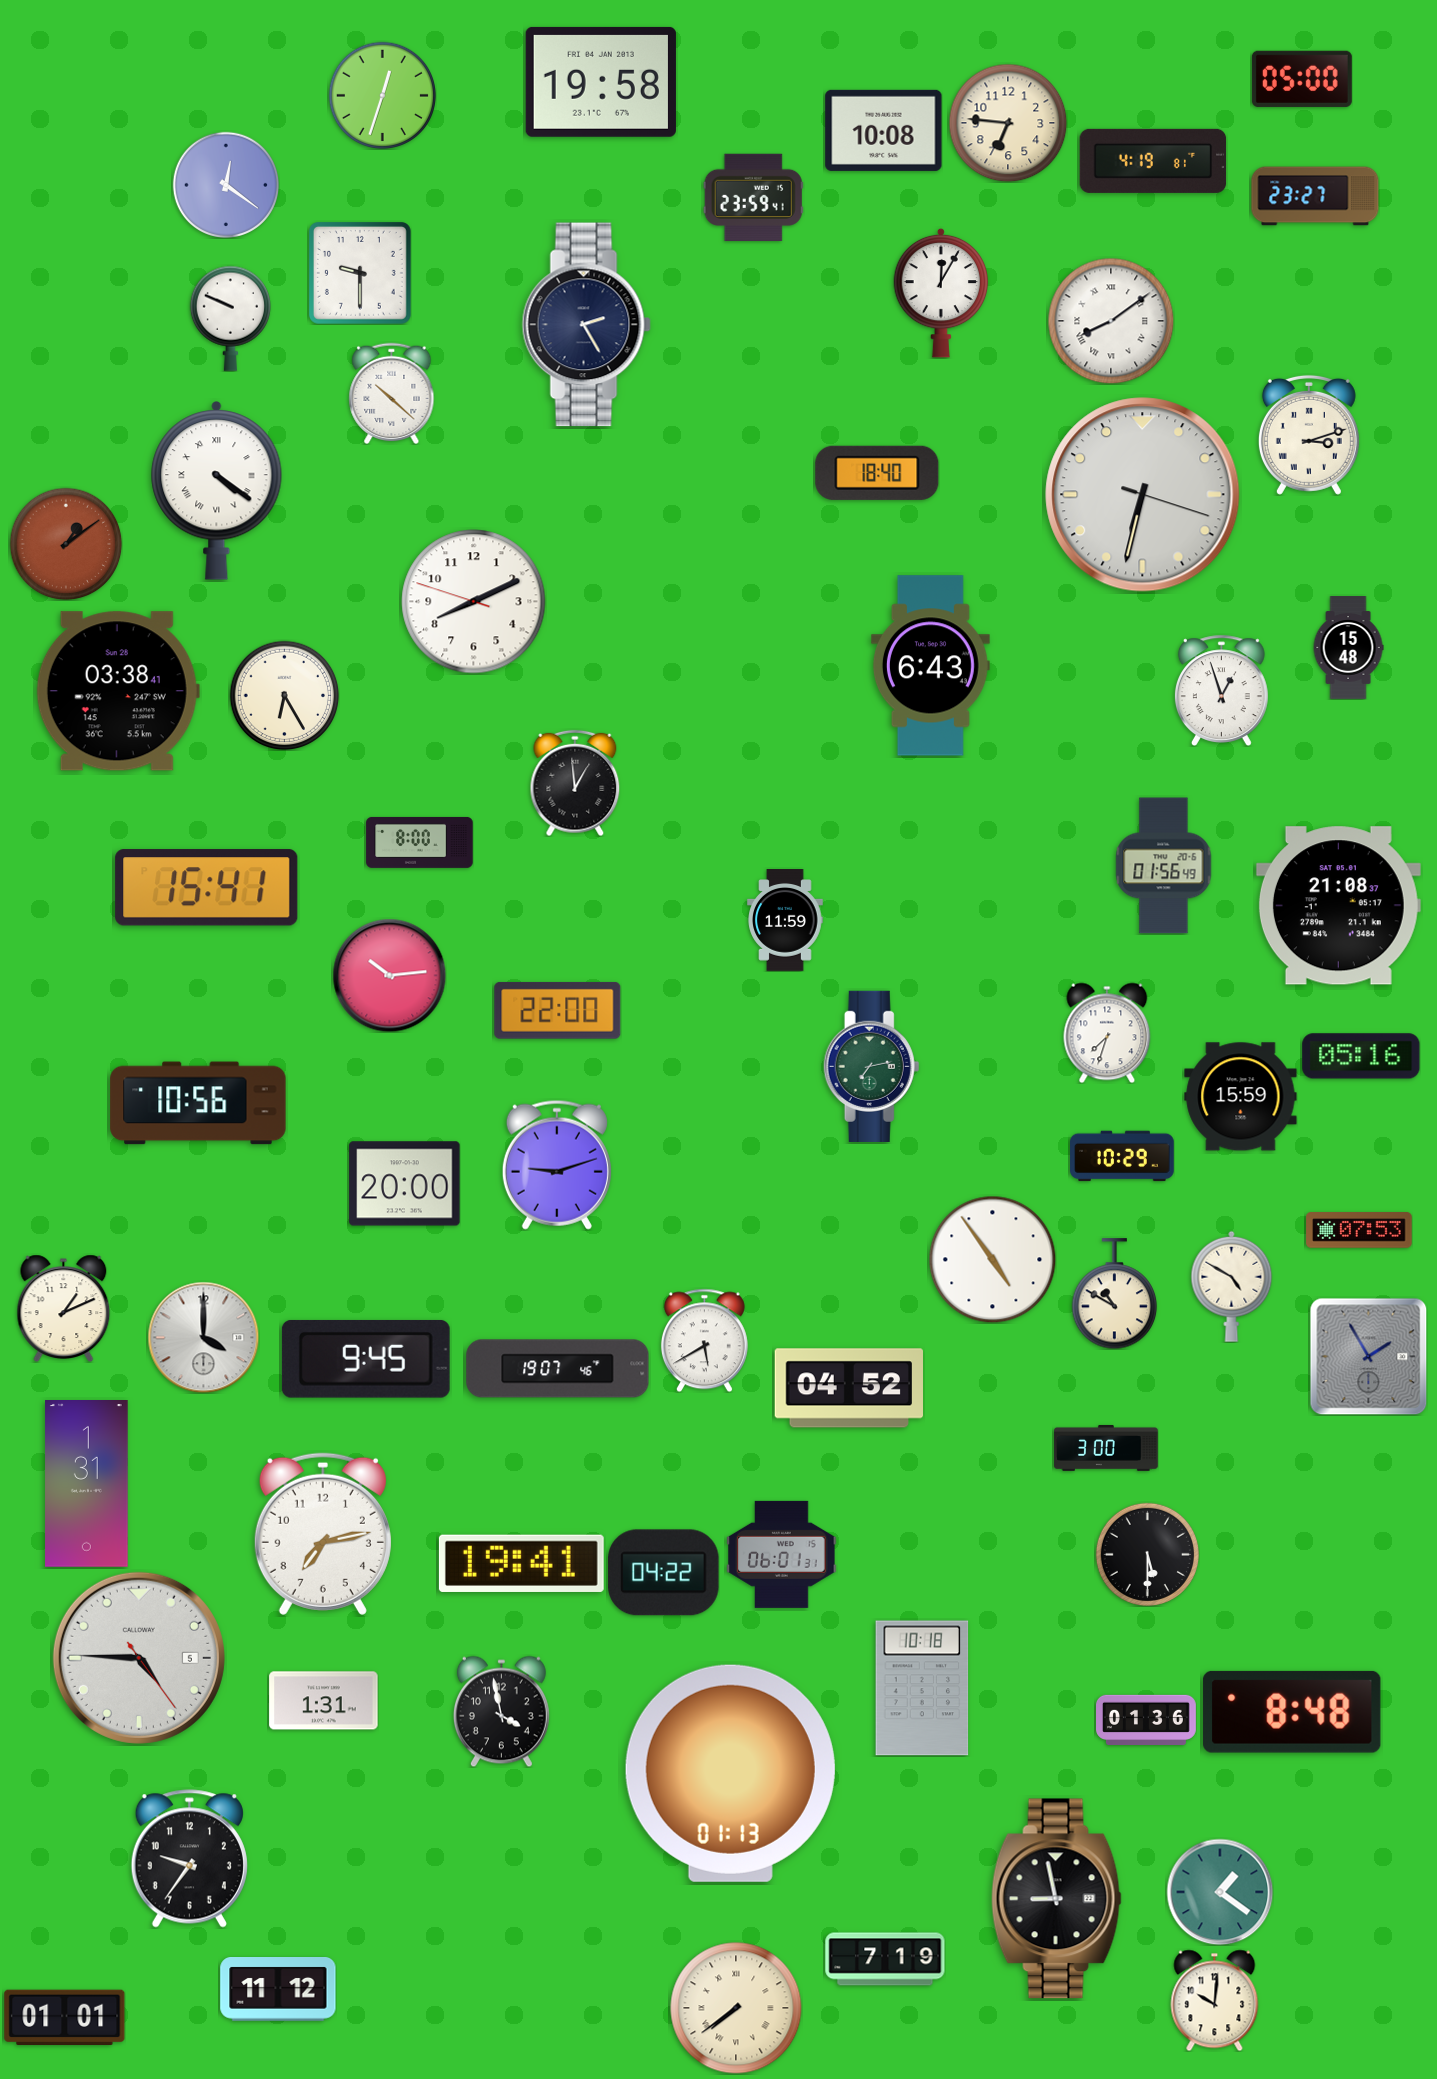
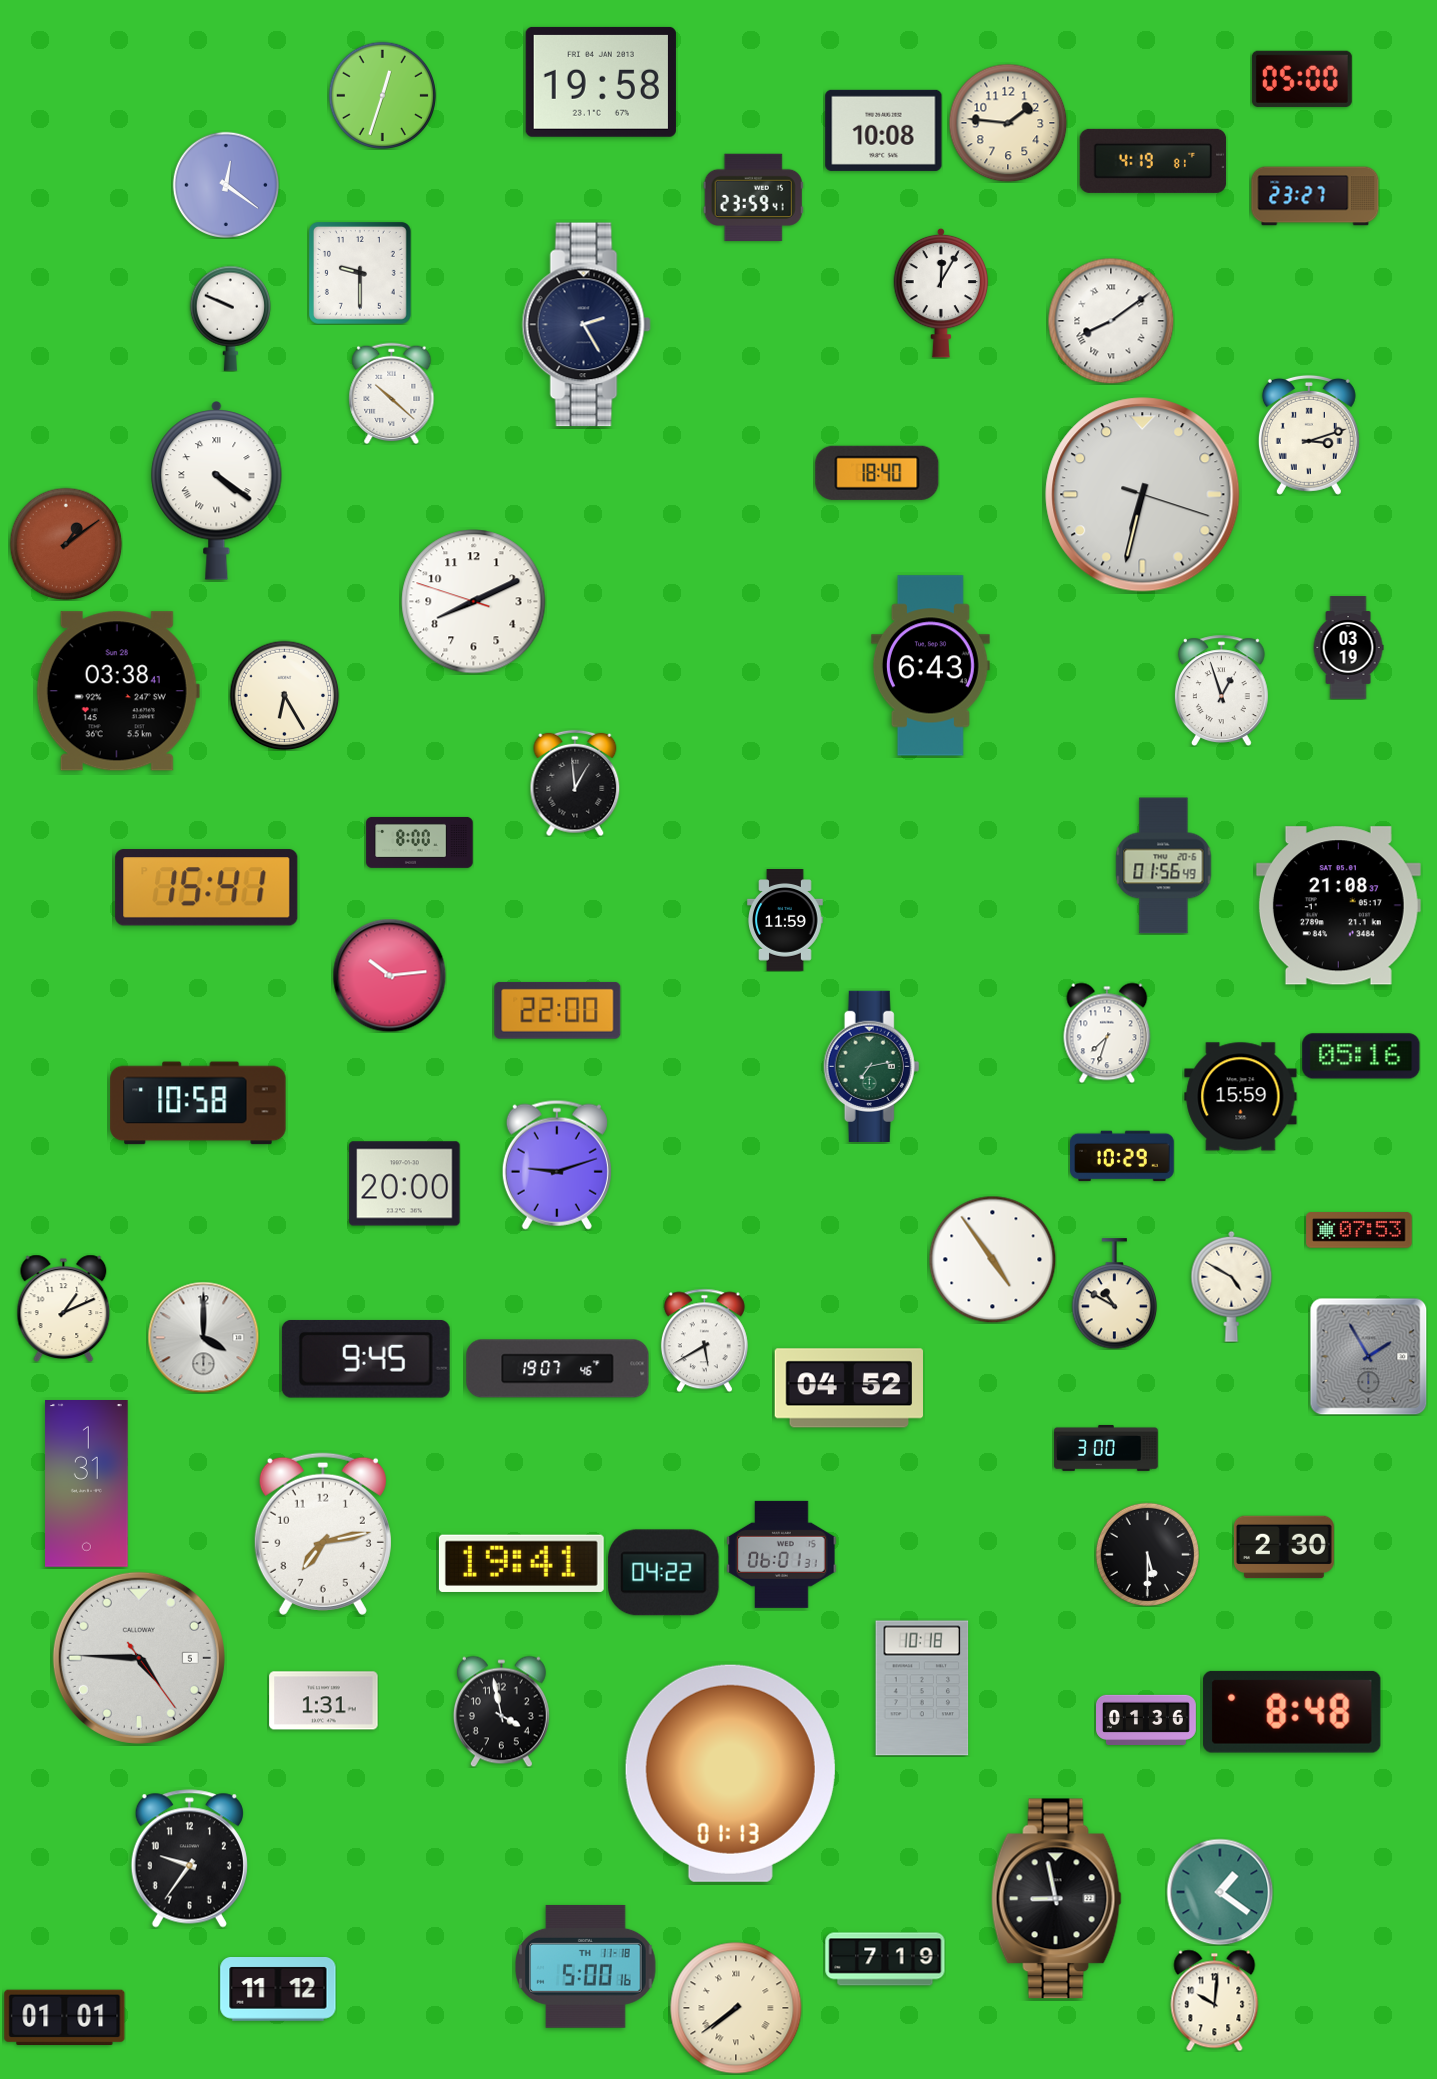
clock at (1008, 123): 6:46 -> 1:46
clock at (1348, 648): 15:48 -> 03:19
clock at (198, 1103): 10:56 -> 10:58
clock at (1284, 1547): none -> 2:30
clock at (586, 1966): none -> 5:00
